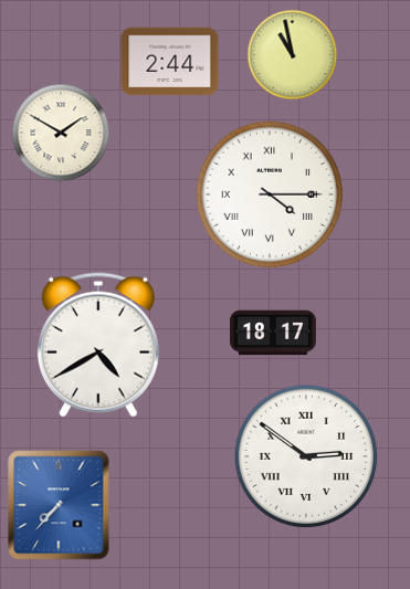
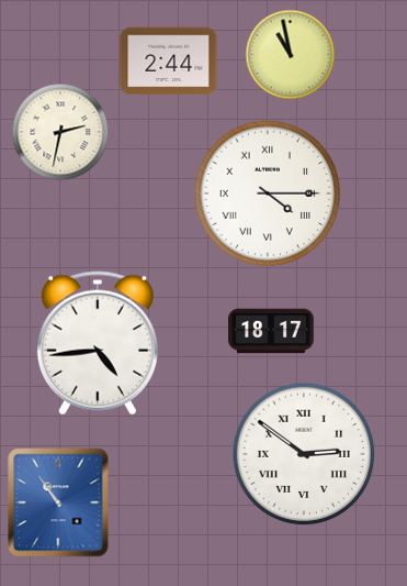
clock at (61, 133): 1:50 -> 2:32
clock at (98, 345): 4:40 -> 4:44
clock at (59, 505): 7:37 -> 10:54
